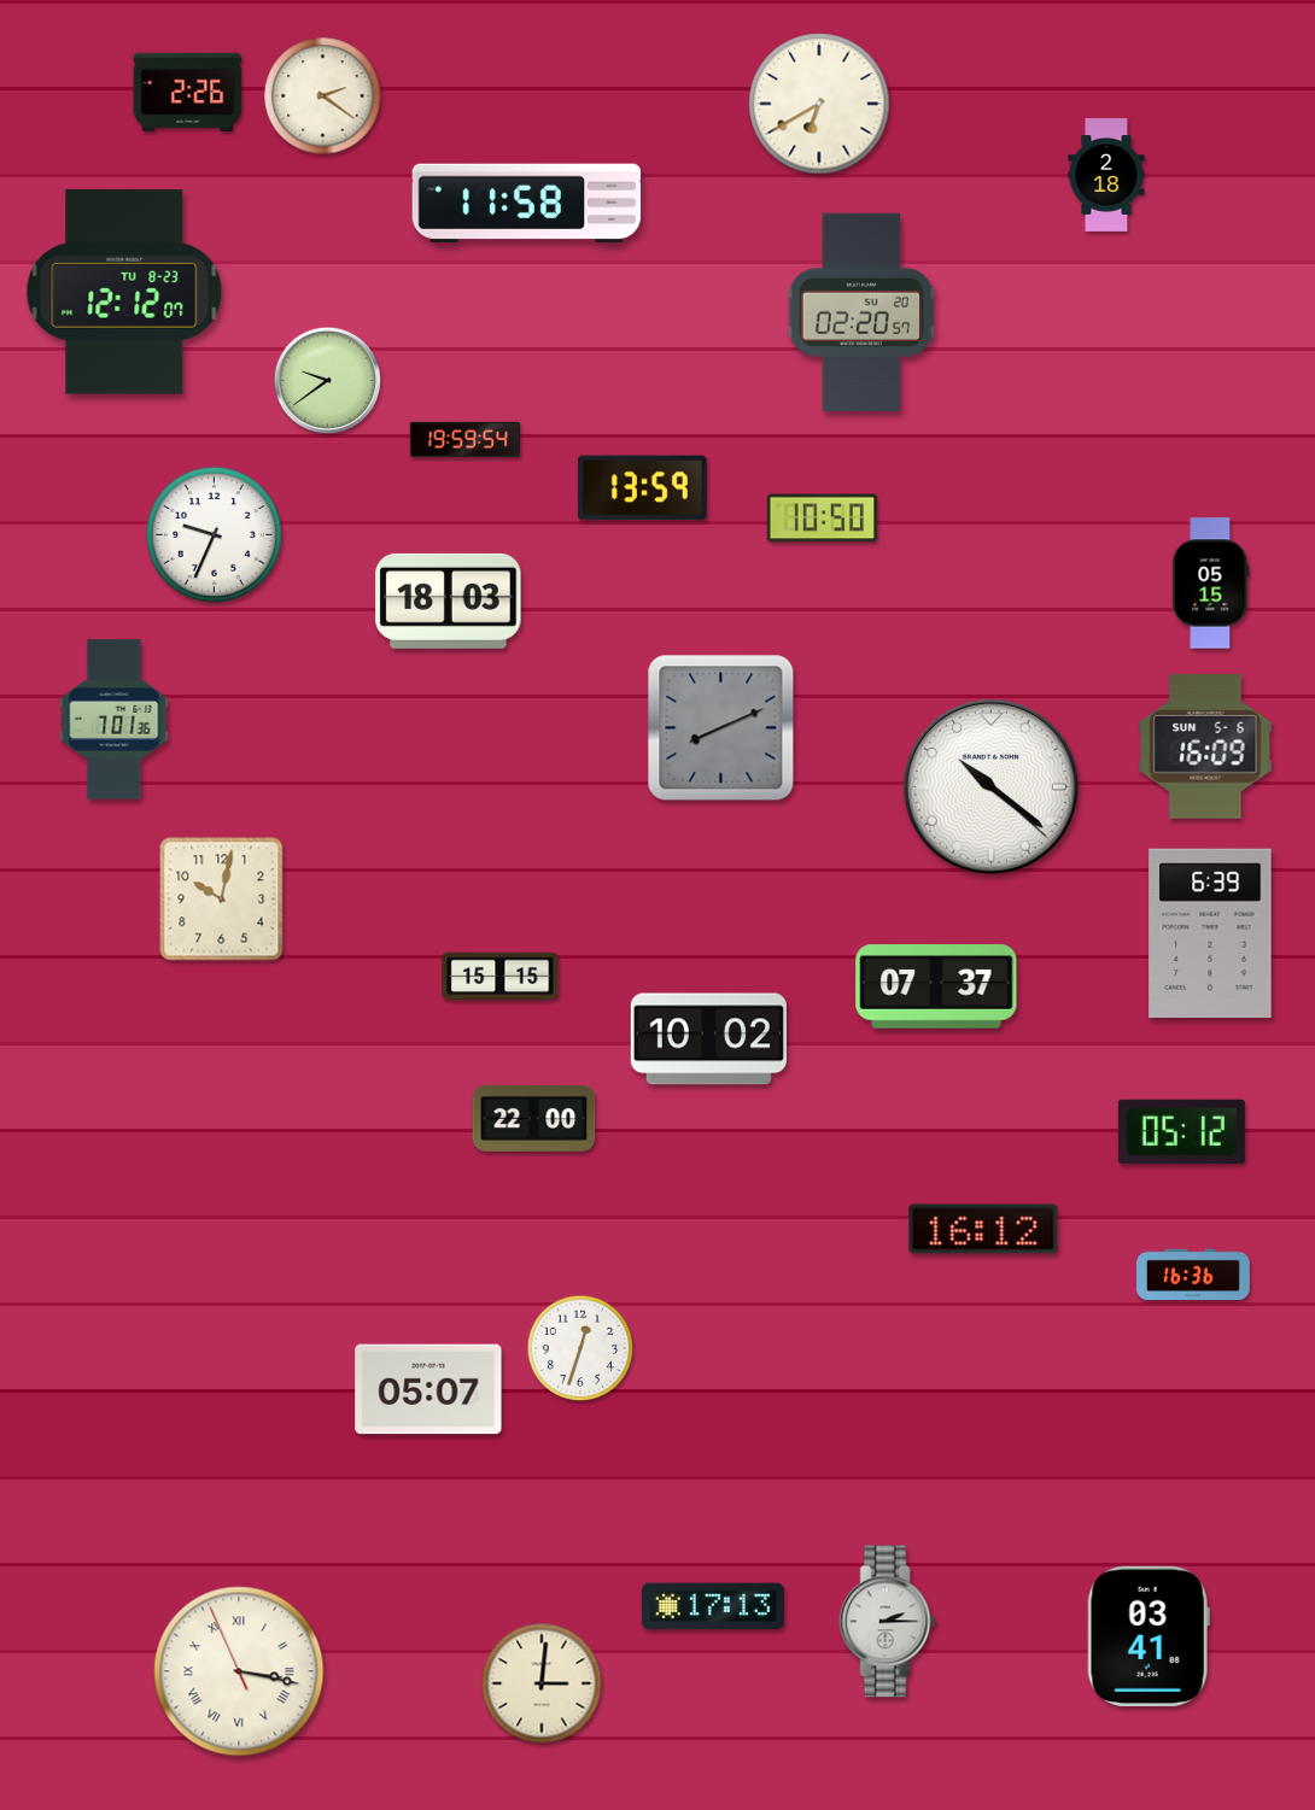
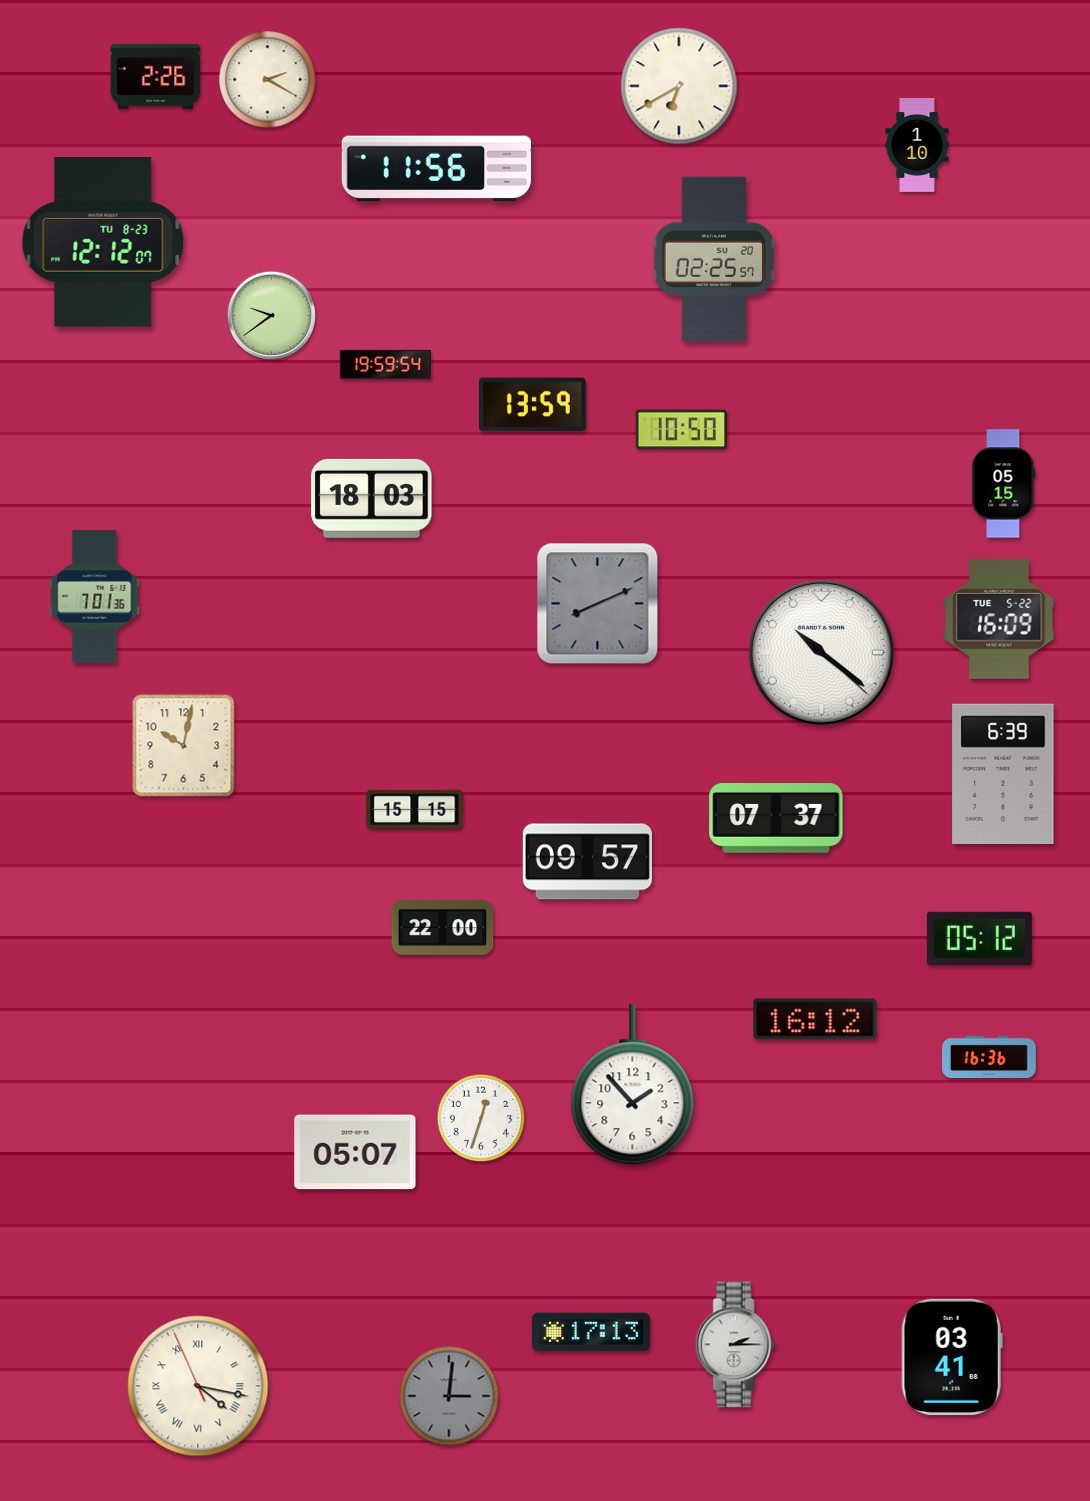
clock at (323, 96): 2:21 -> 2:20
clock at (1106, 175): 2:18 -> 1:10
clock at (527, 204): 11:58 -> 11:56
clock at (861, 312): 02:20 -> 02:25
clock at (214, 534): 9:34 -> none
clock at (1205, 746) date: SUN 5-6 -> TUE 5-22
clock at (708, 1039): 10:02 -> 09:57
clock at (633, 1085): none -> 1:53
clock at (239, 1671): 3:16 -> 4:16
clock at (542, 1683) dial: cream -> grey
